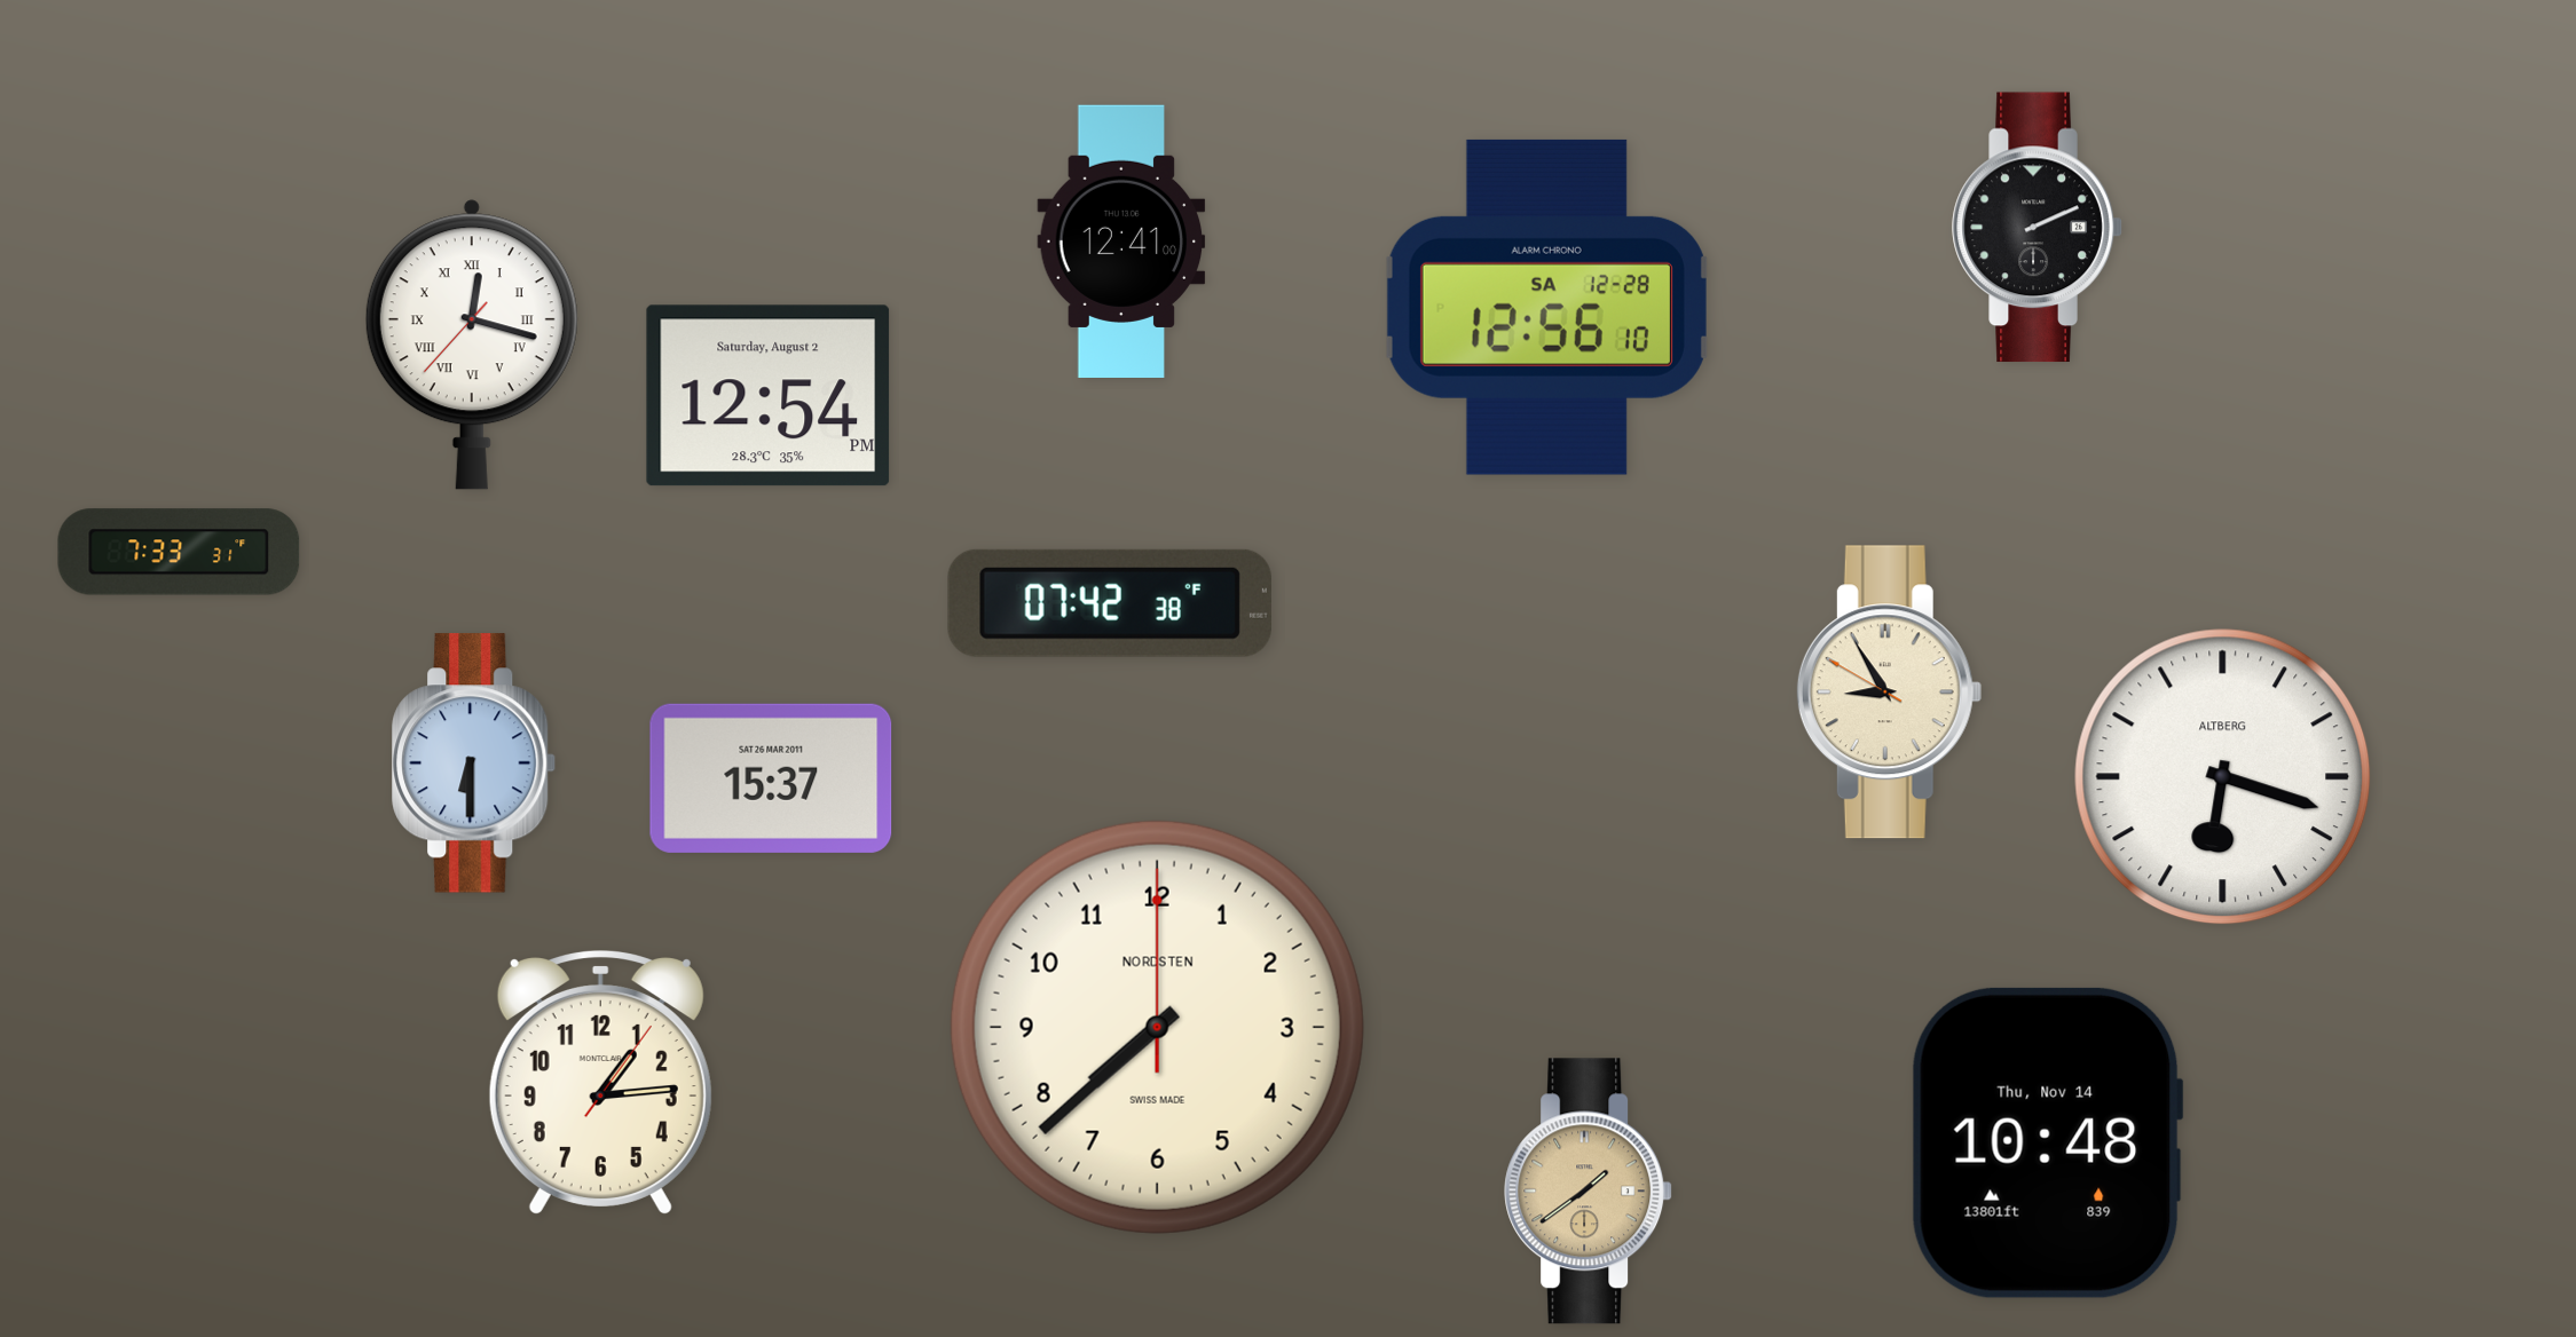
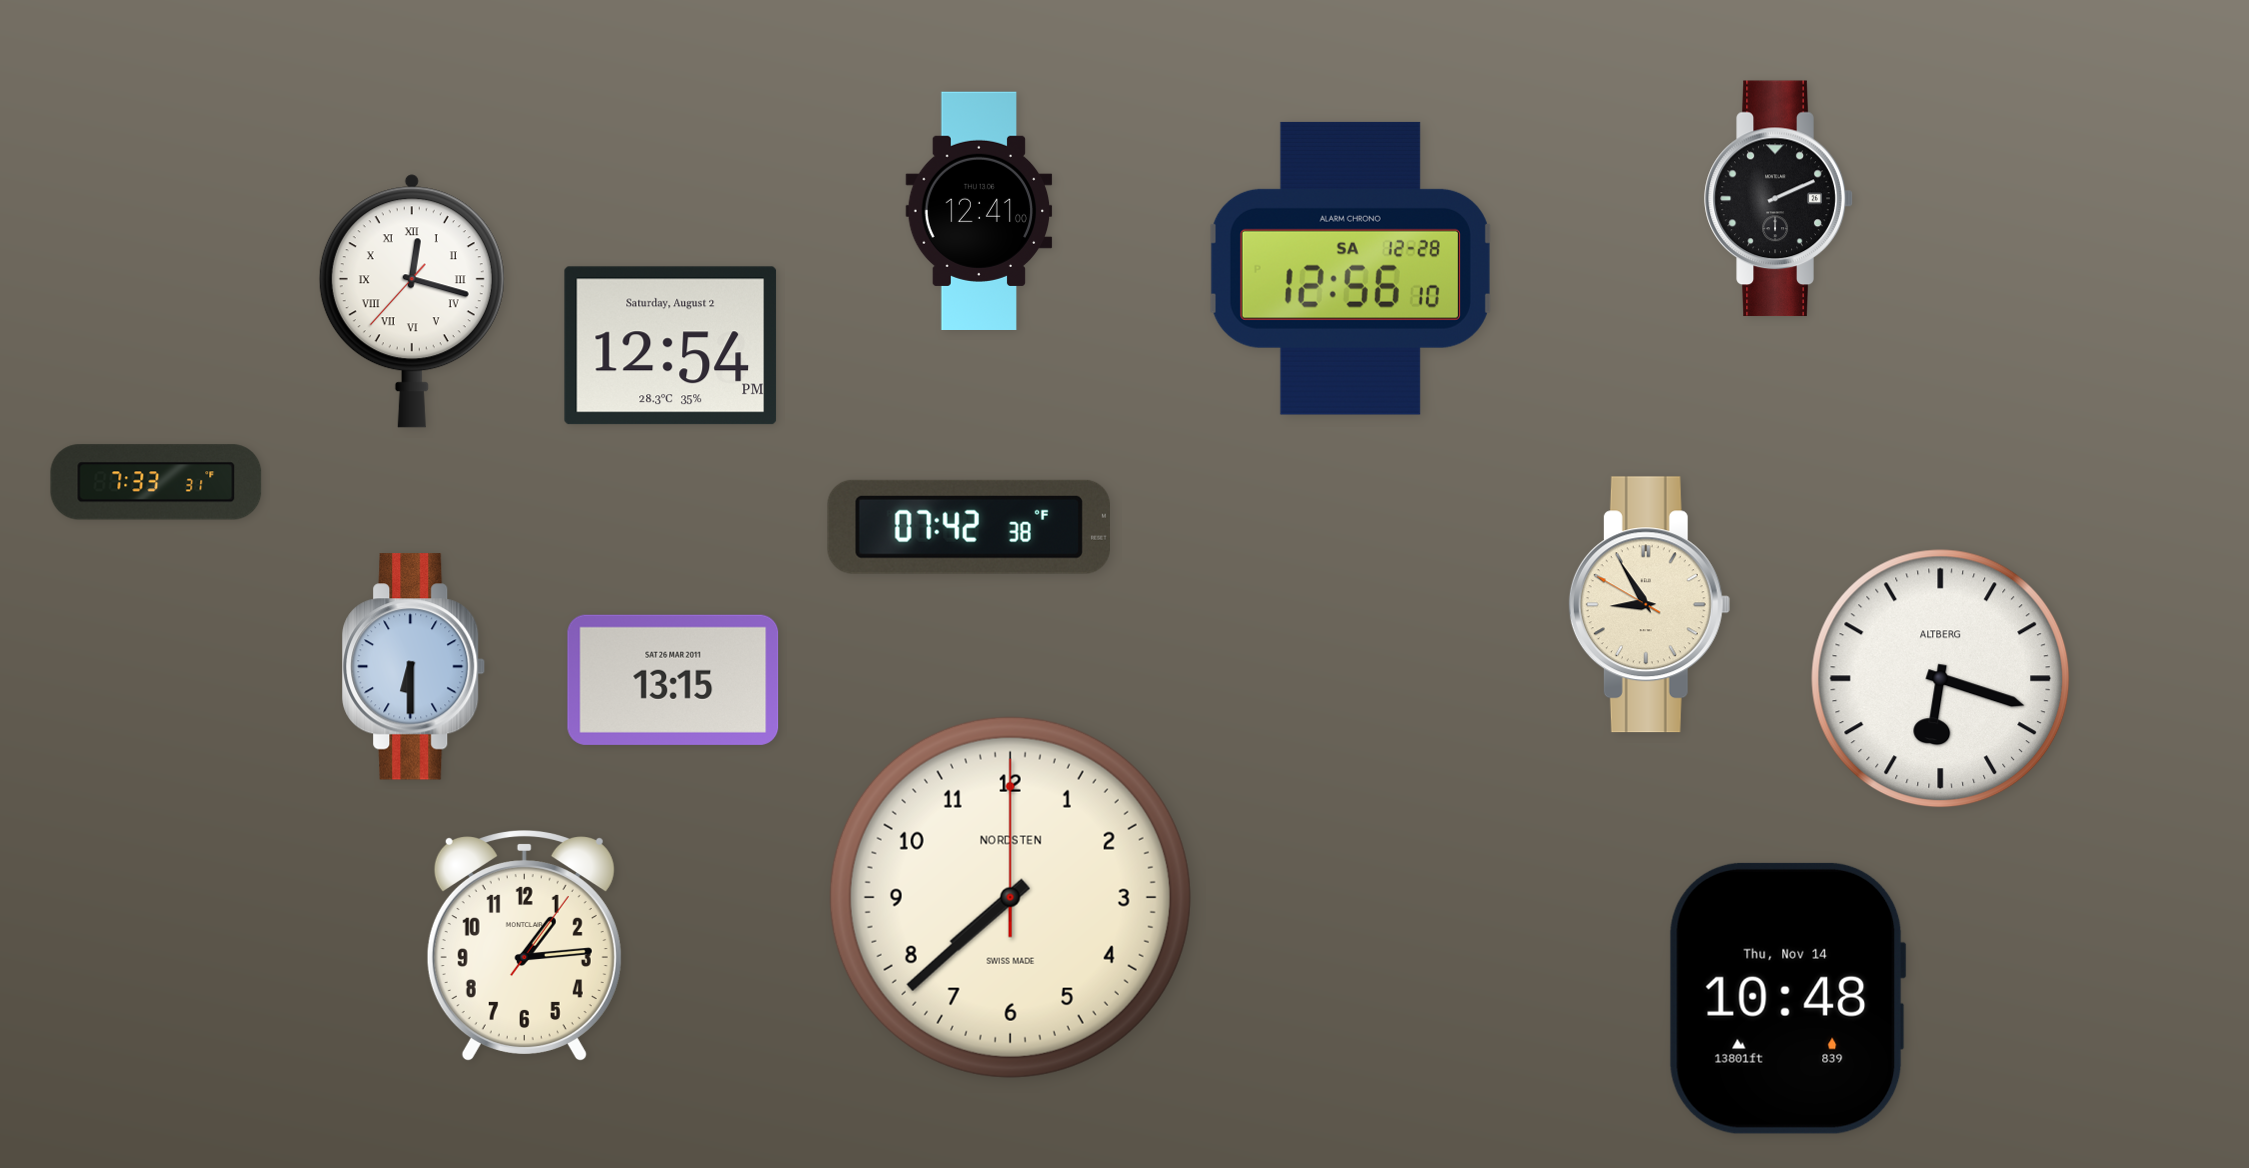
clock at (771, 778): 15:37 -> 13:15
clock at (1589, 1192): 1:39 -> none
